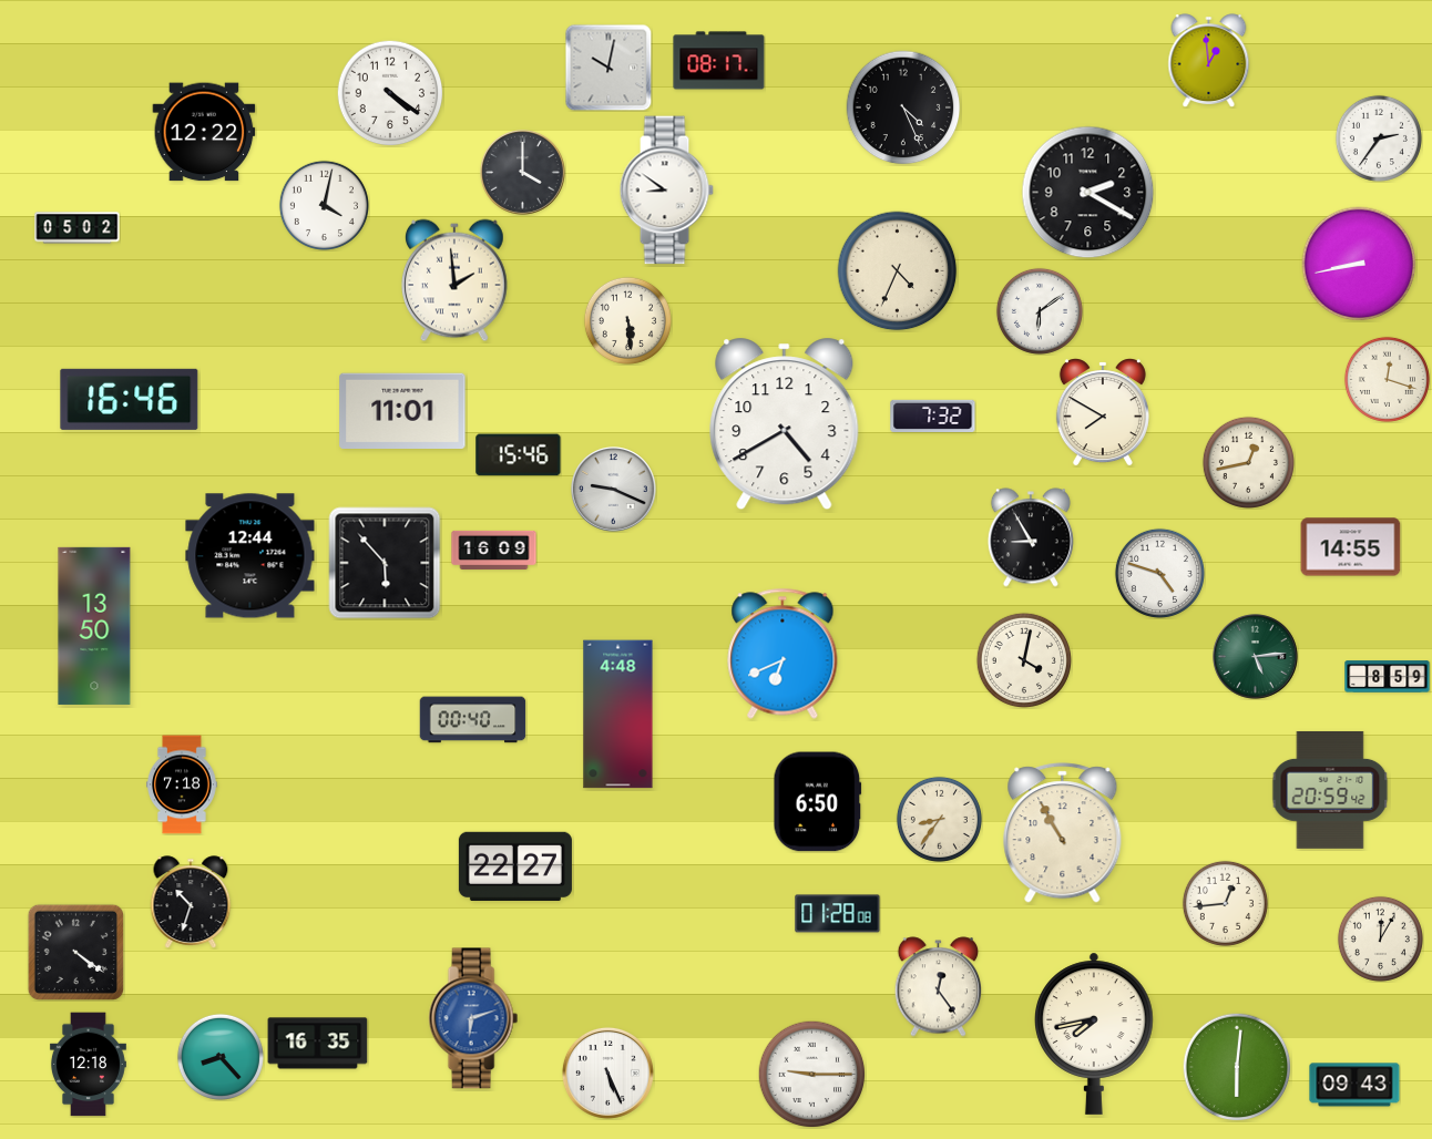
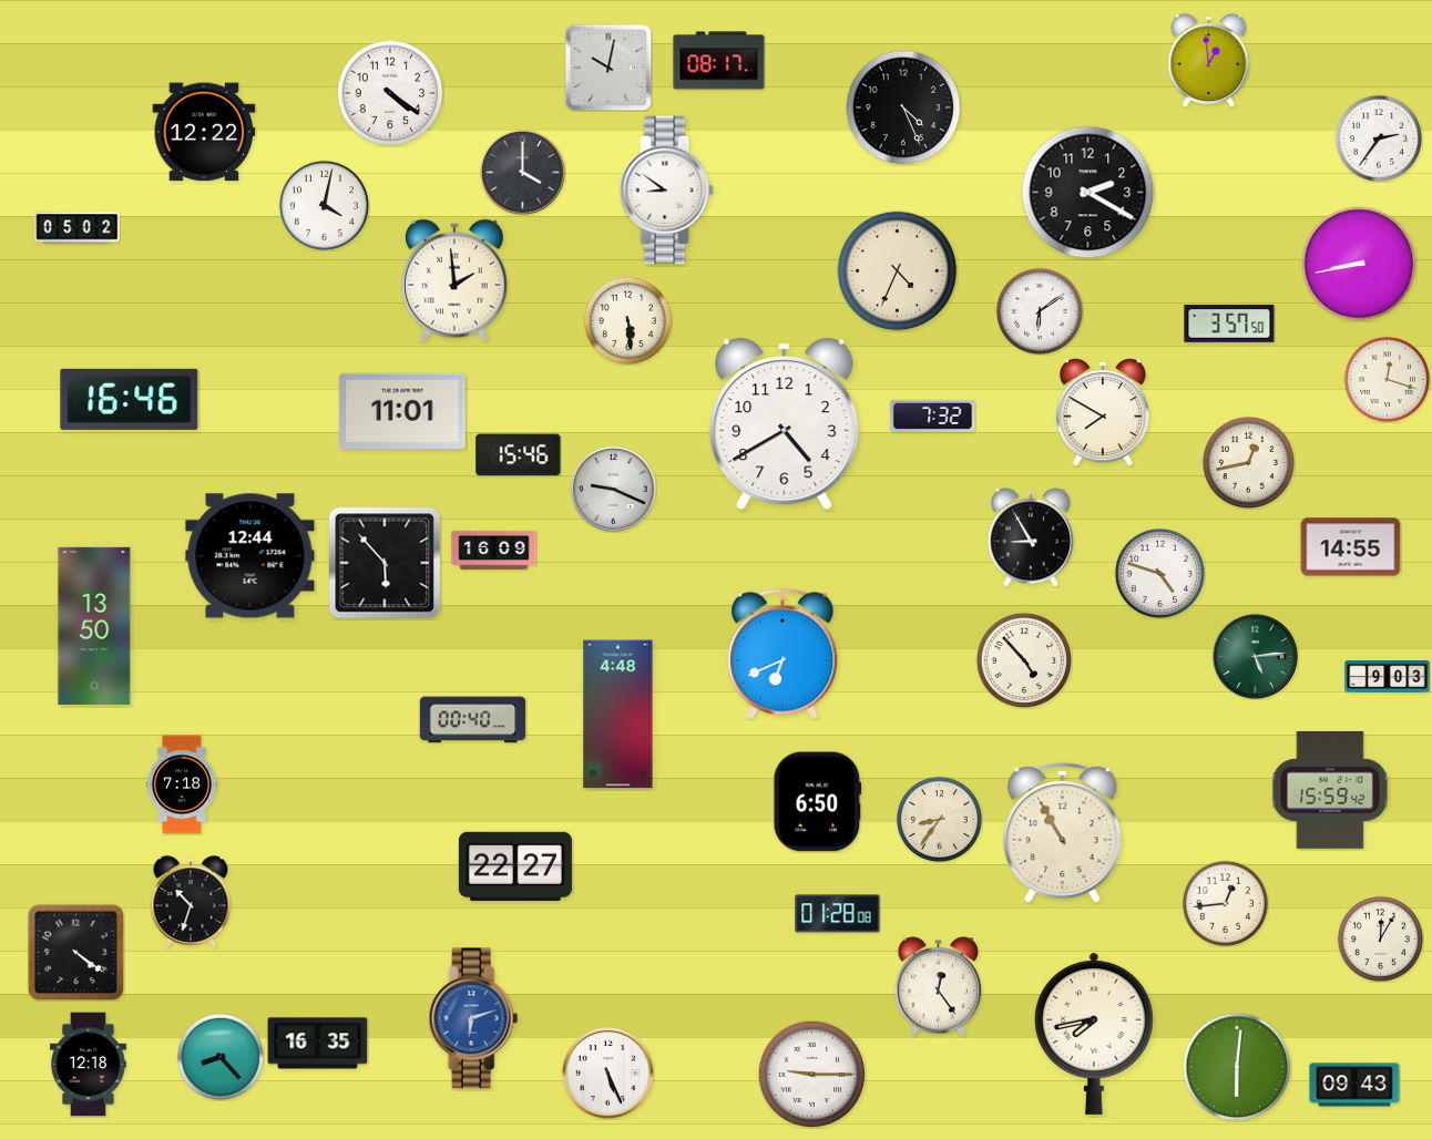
clock at (1229, 324): none -> 3:57
clock at (1024, 659): 4:02 -> 4:53
clock at (1388, 677): 8:59 -> 9:03
clock at (1330, 790): 20:59 -> 15:59
